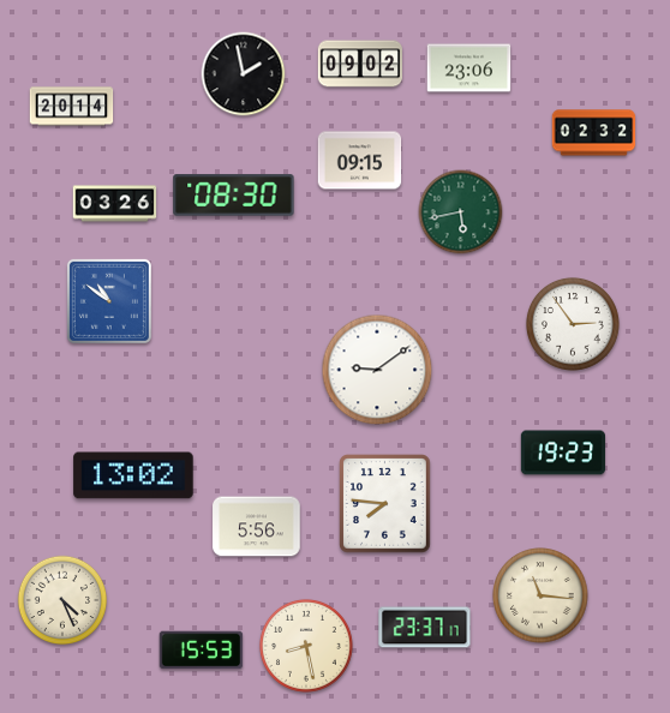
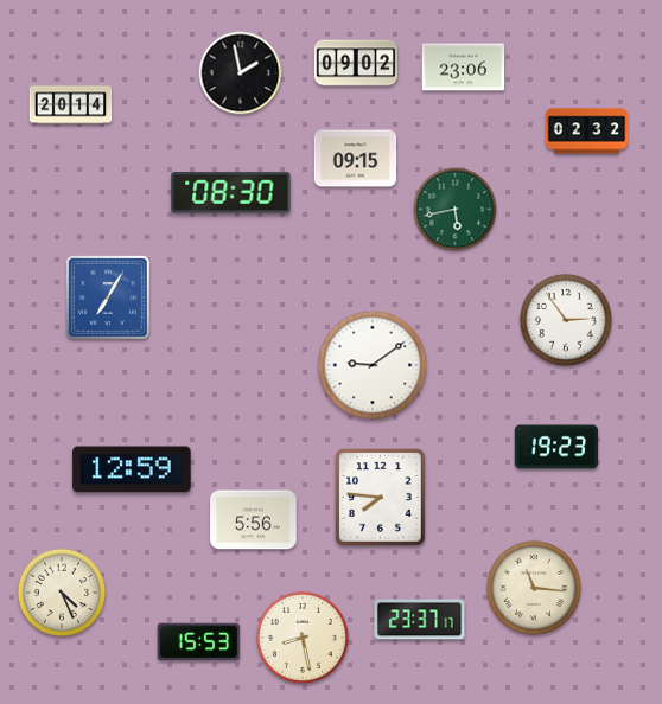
clock at (115, 204): 03:26 -> none
clock at (109, 301): 10:51 -> 7:05
clock at (133, 475): 13:02 -> 12:59
